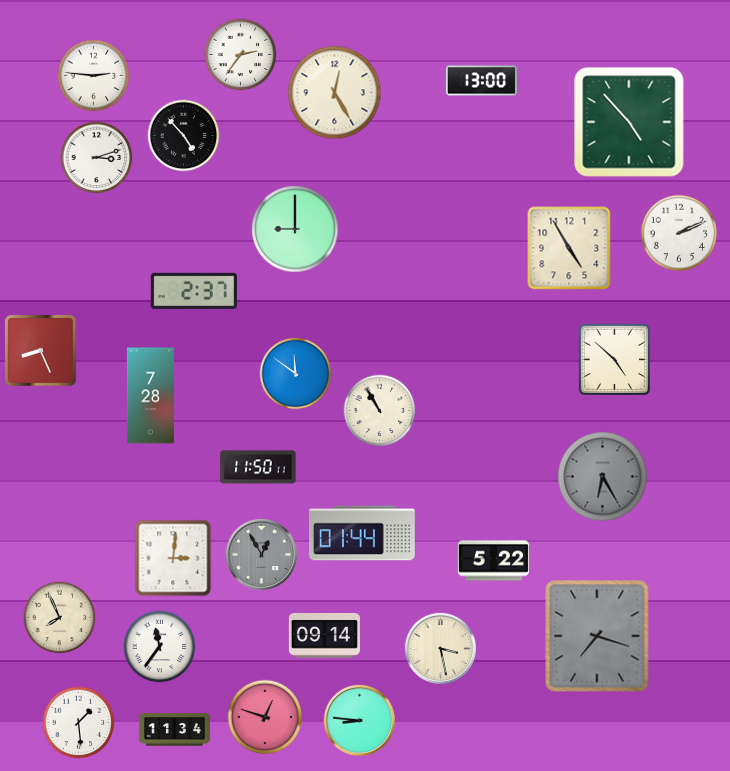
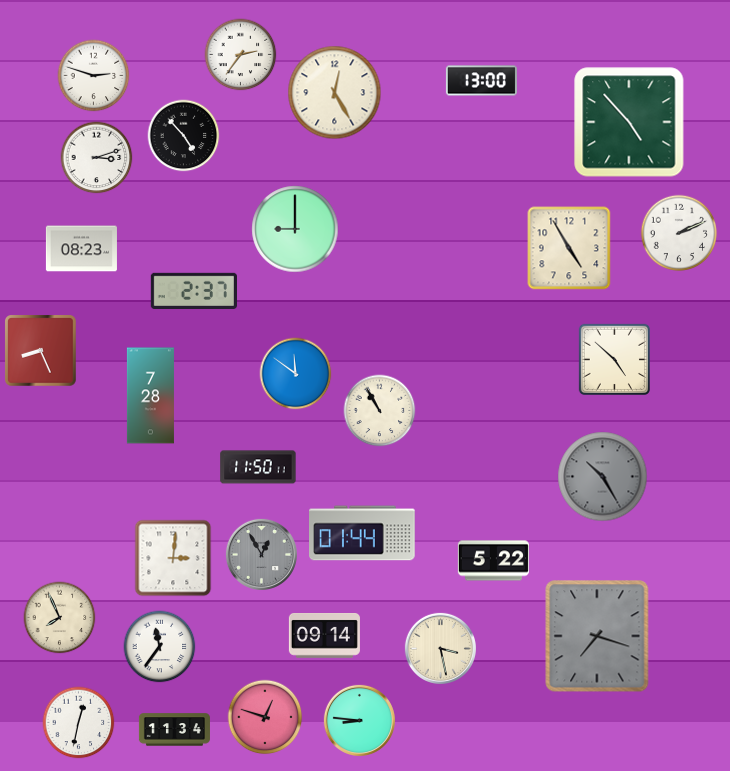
clock at (94, 76): 2:46 -> 2:48
clock at (81, 249): none -> 08:23
clock at (603, 477): 6:25 -> 10:25
clock at (79, 723): 1:29 -> 12:32
